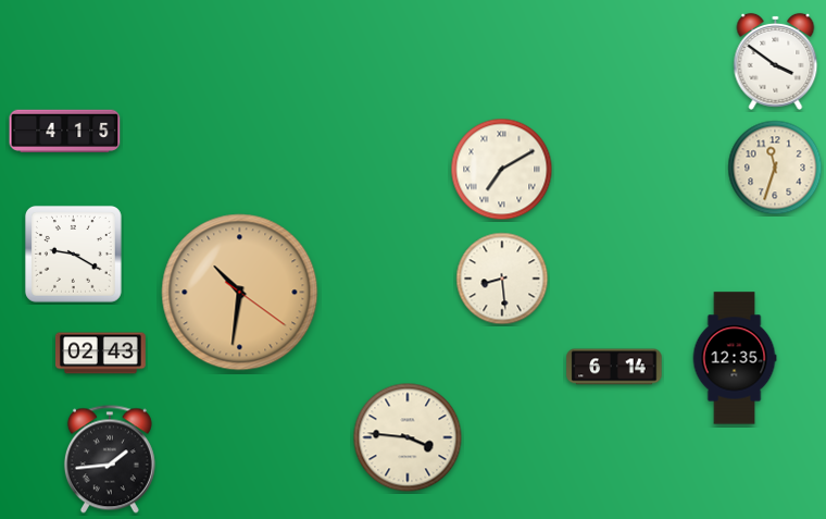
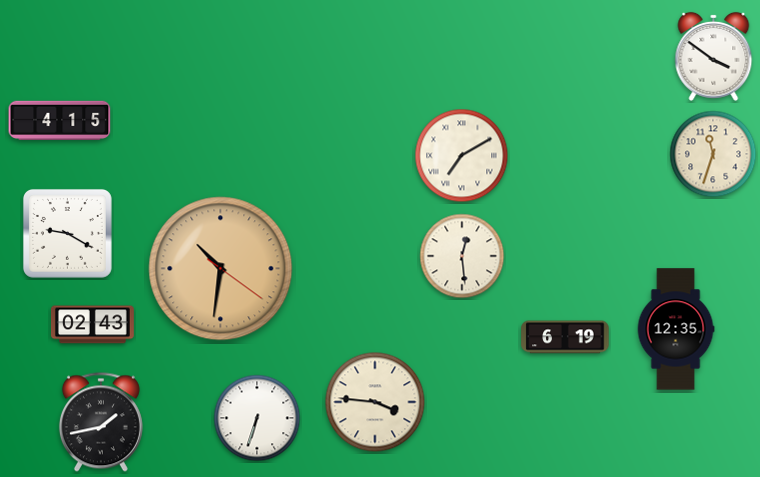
clock at (502, 279): 8:29 -> 12:29
clock at (614, 367): 6:14 -> 6:19
clock at (257, 418): none -> 6:33
clock at (110, 459): 1:44 -> 1:43
